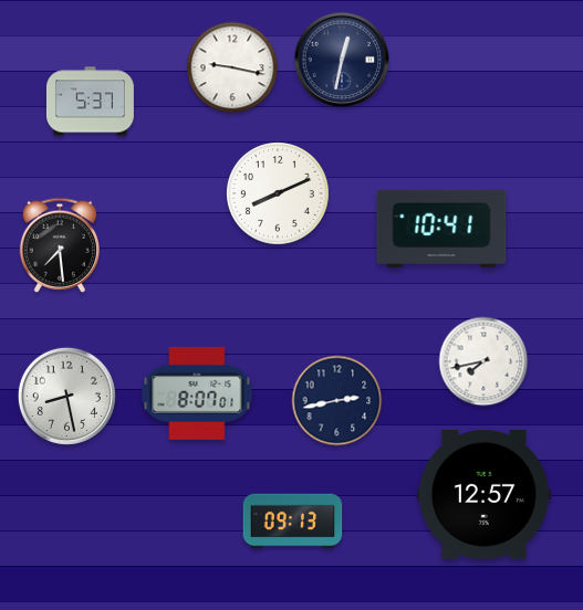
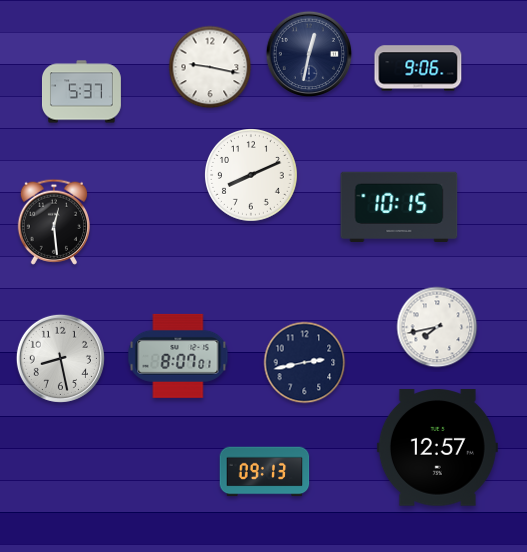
clock at (232, 67) position: (232, 67) -> (210, 67)
clock at (418, 68): none -> 9:06
clock at (441, 228): 10:41 -> 10:15
clock at (59, 245): 7:29 -> 12:29
